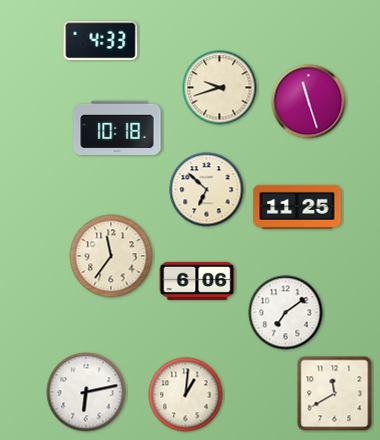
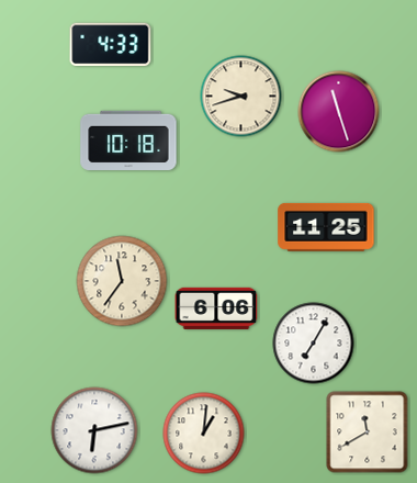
clock at (207, 190): 6:52 -> none
clock at (286, 313): 7:09 -> 7:05
